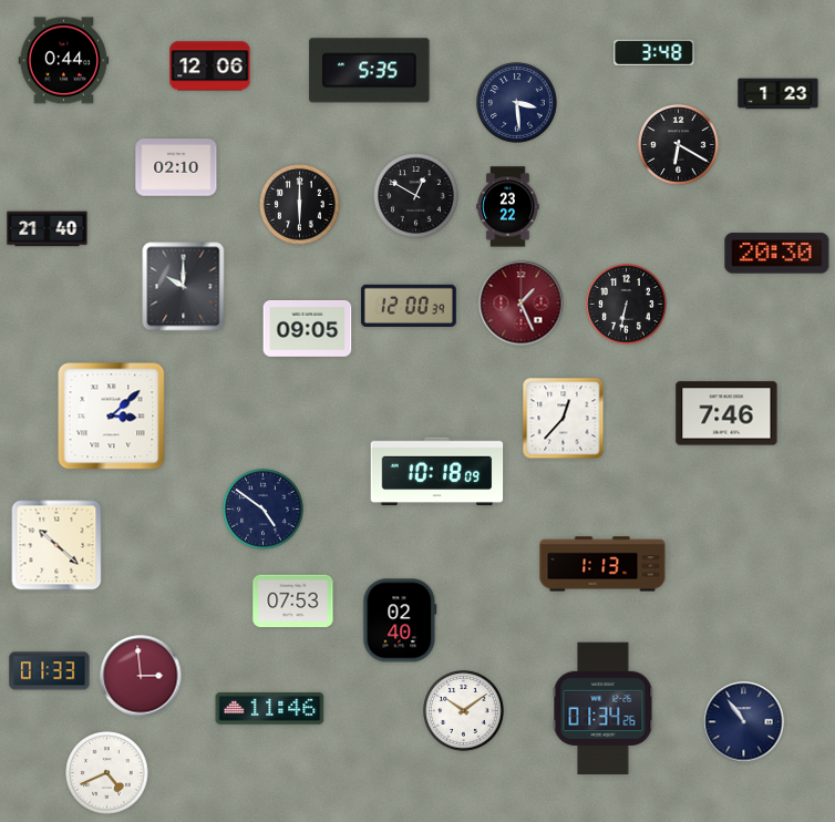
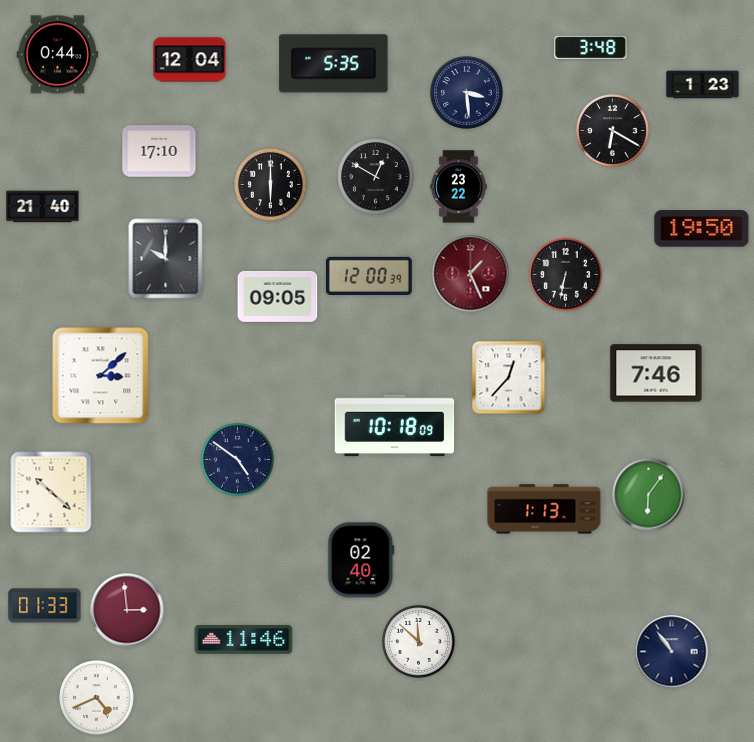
clock at (210, 66): 12:06 -> 12:04
clock at (176, 167): 02:10 -> 17:10
clock at (777, 254): 20:30 -> 19:50
clock at (649, 495): none -> 6:06
clock at (293, 602): 07:53 -> none
clock at (604, 709): 01:34 -> none
clock at (464, 711): 10:09 -> 11:52
